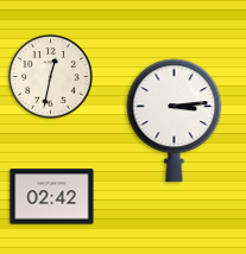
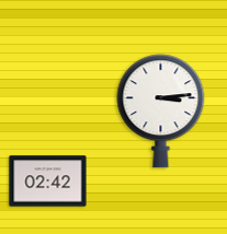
clock at (51, 77): 12:32 -> none
